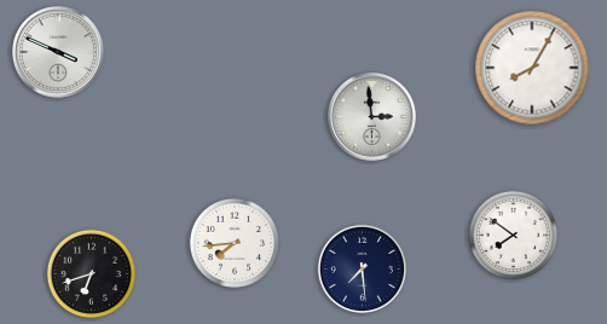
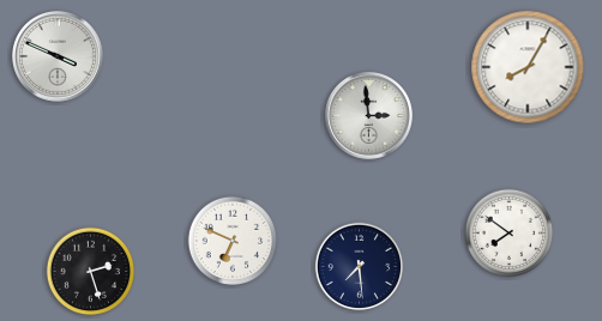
clock at (59, 53) position: (59, 53) -> (59, 57)
clock at (235, 243): 7:44 -> 6:49
clock at (92, 274): 6:42 -> 2:27
